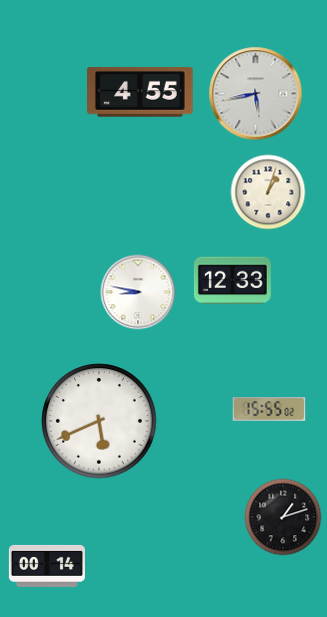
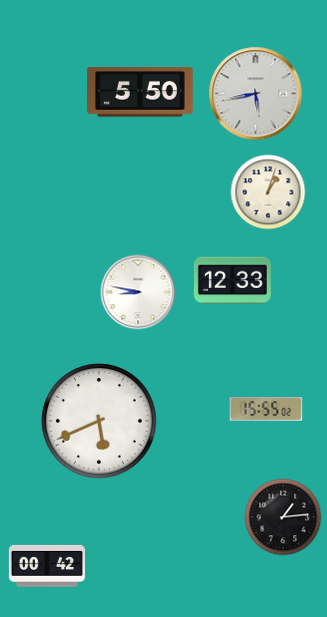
clock at (141, 92): 4:55 -> 5:50
clock at (269, 410) position: (269, 410) -> (266, 410)
clock at (283, 517): 1:12 -> 1:14
clock at (47, 566): 00:14 -> 00:42
